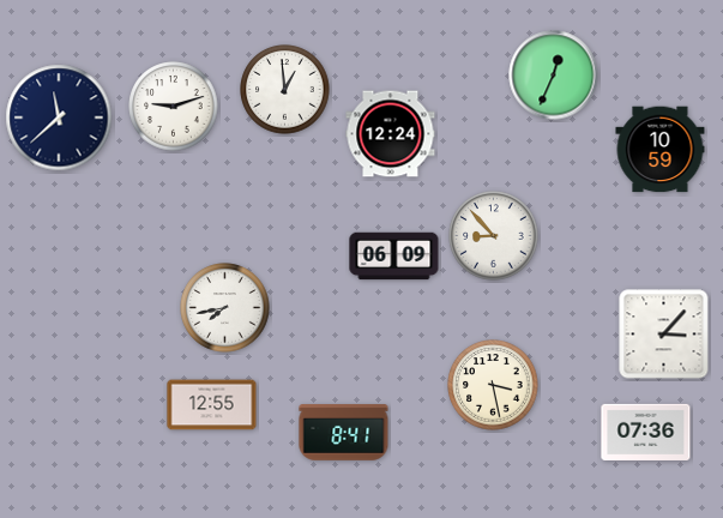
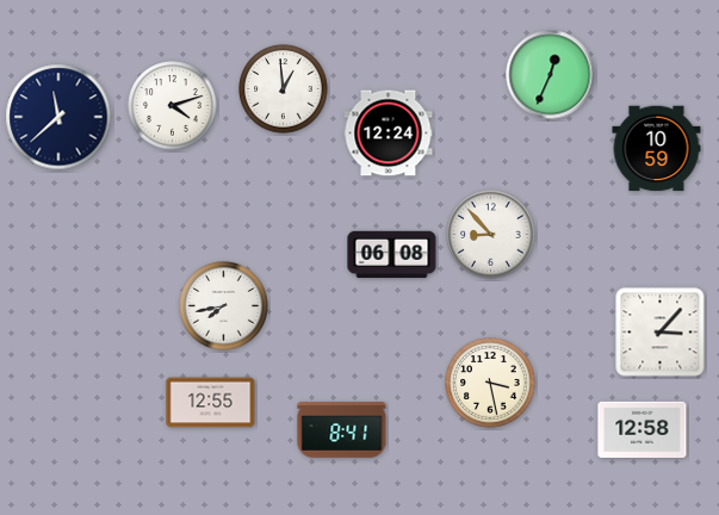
clock at (174, 107): 9:12 -> 4:12
clock at (394, 257): 06:09 -> 06:08
clock at (646, 432): 07:36 -> 12:58
